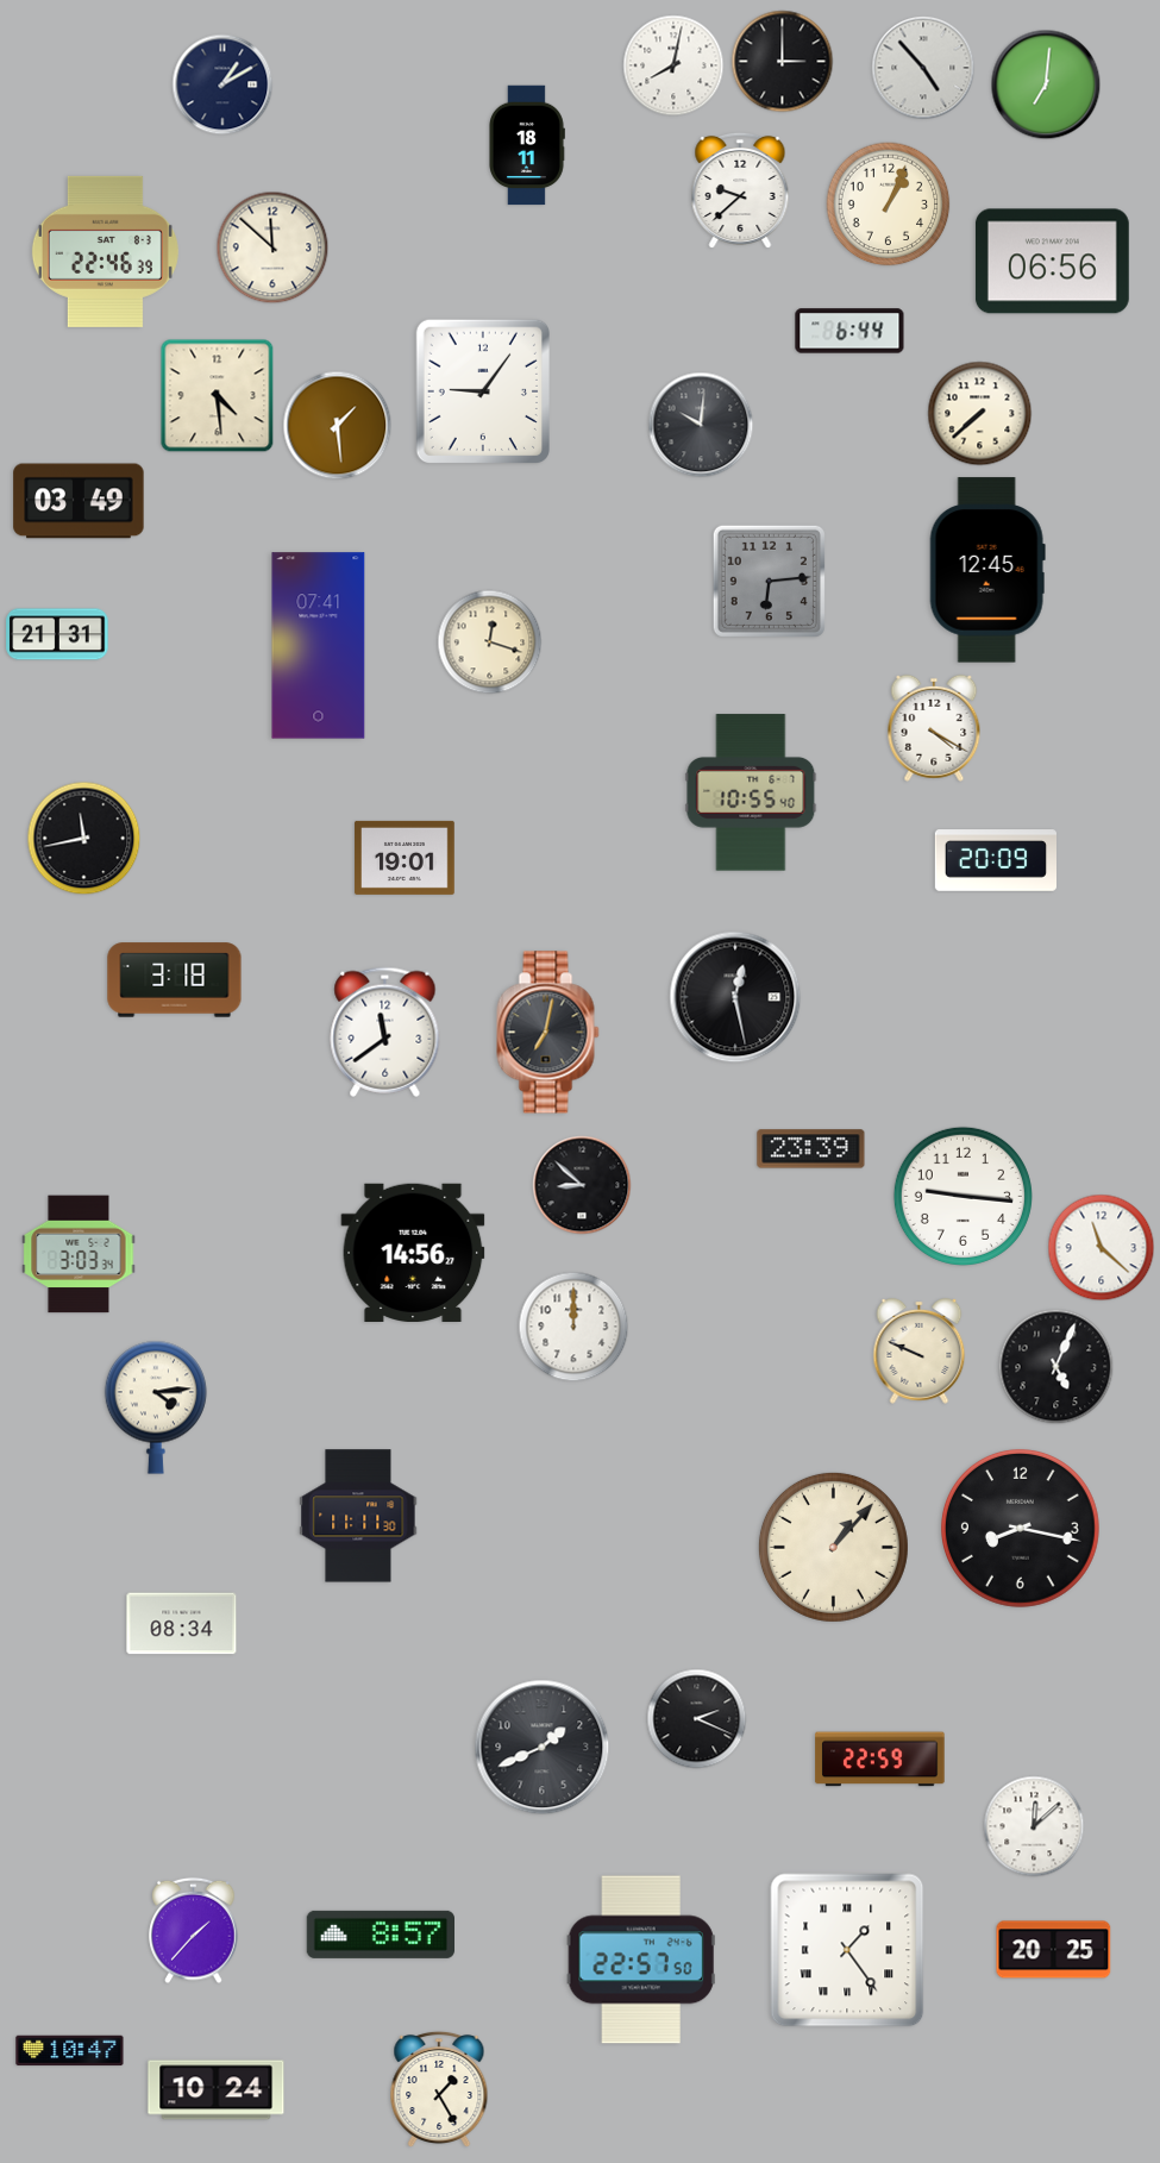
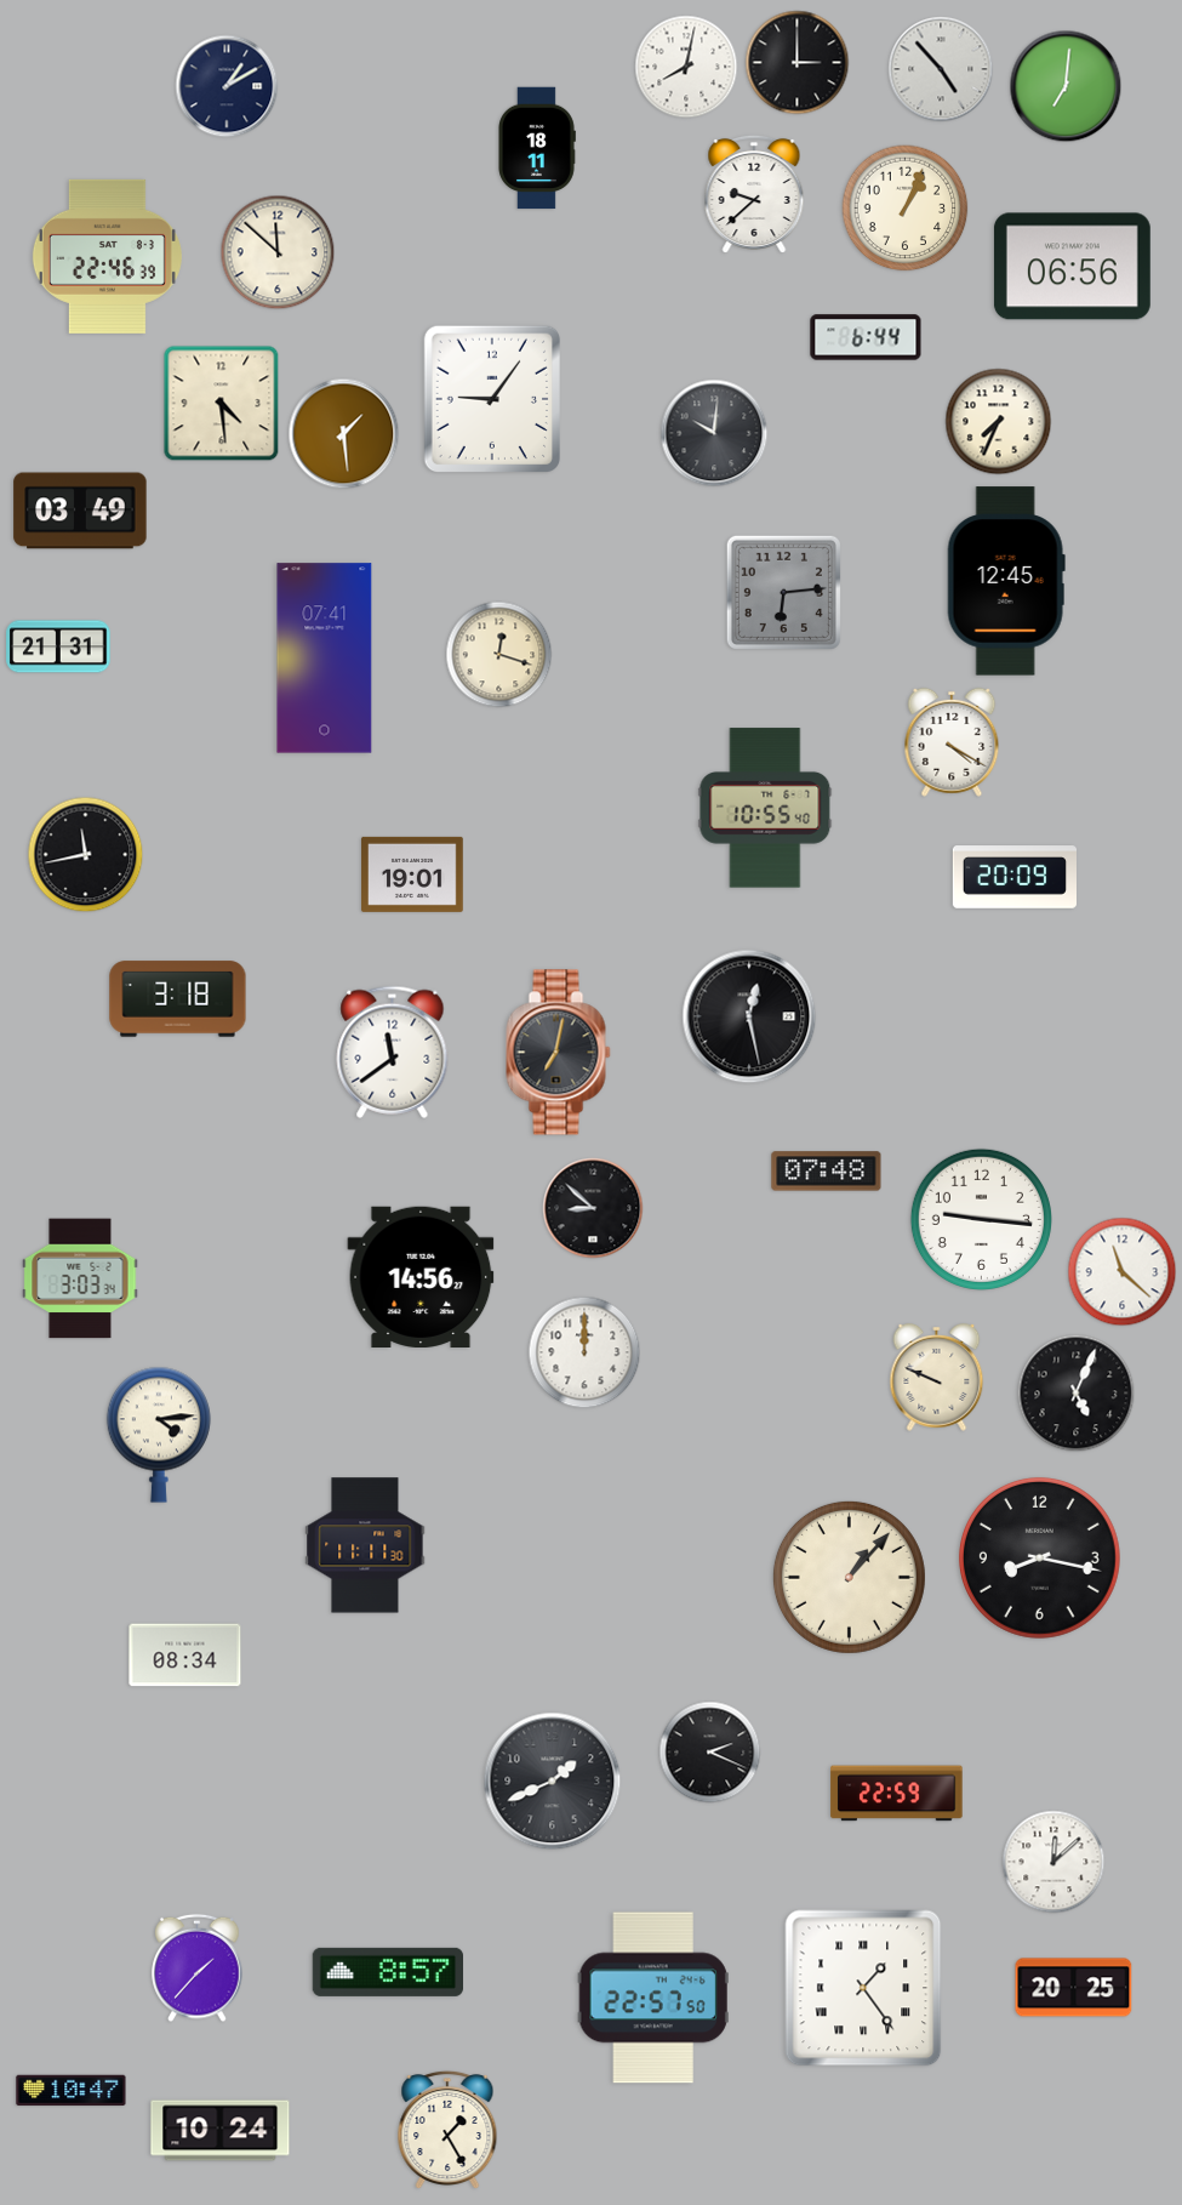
clock at (980, 414): 7:38 -> 7:34
clock at (811, 1149): 23:39 -> 07:48
